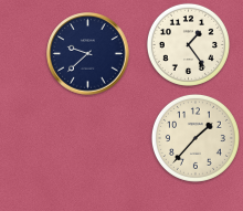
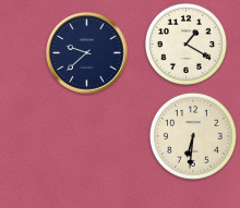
clock at (188, 44): 1:24 -> 1:20
clock at (196, 138): 1:37 -> 6:31
